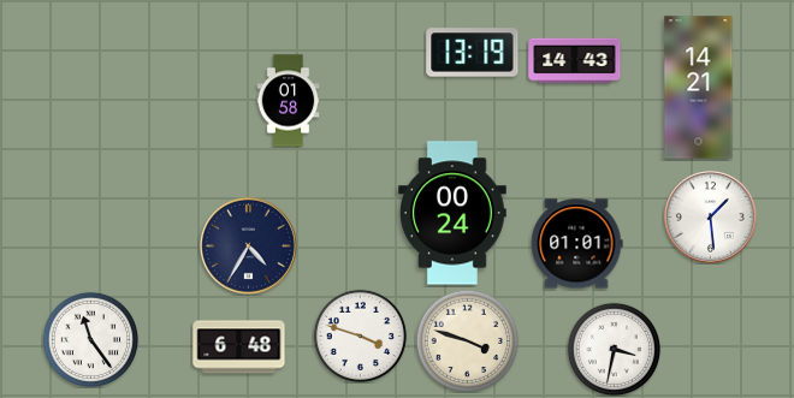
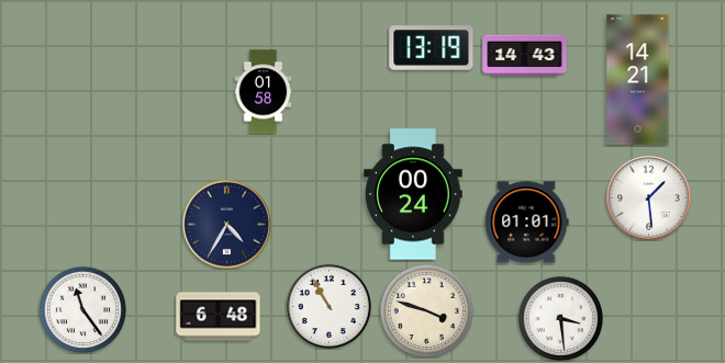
clock at (360, 335): 3:48 -> 10:55
clock at (614, 349): 3:32 -> 3:29
